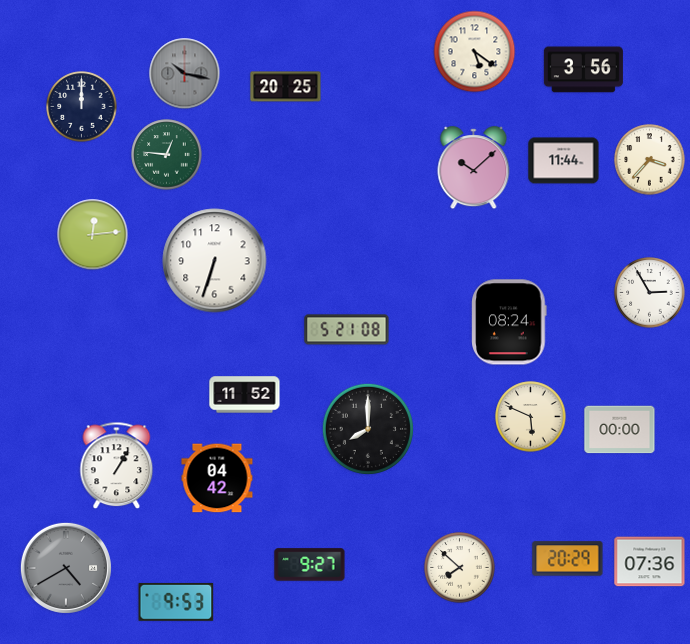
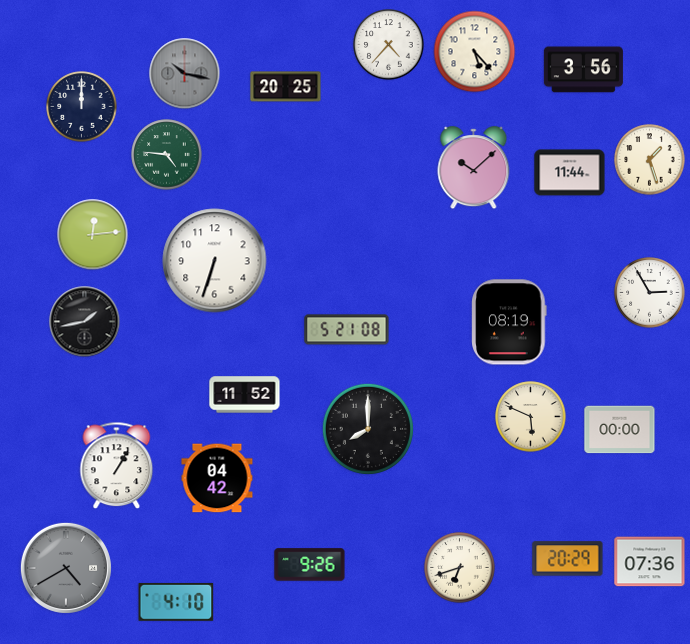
clock at (389, 45): none -> 4:37
clock at (475, 52): 5:21 -> 5:23
clock at (167, 155): 12:46 -> 4:46
clock at (650, 160): 3:37 -> 1:27
clock at (564, 161) position: (564, 161) -> (570, 173)
clock at (85, 322): none -> 1:43
clock at (509, 322): 08:24 -> 08:19
clock at (310, 565): 9:27 -> 9:26
clock at (460, 568): 7:52 -> 6:42
clock at (176, 602): 9:53 -> 4:10
